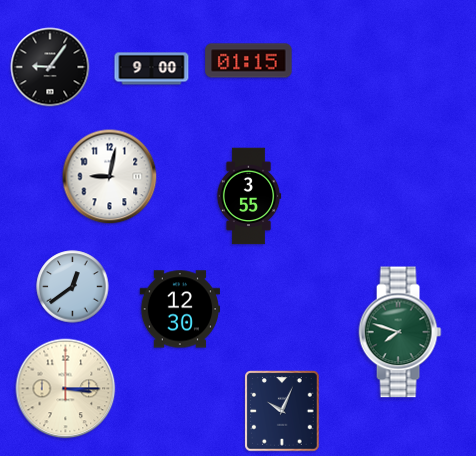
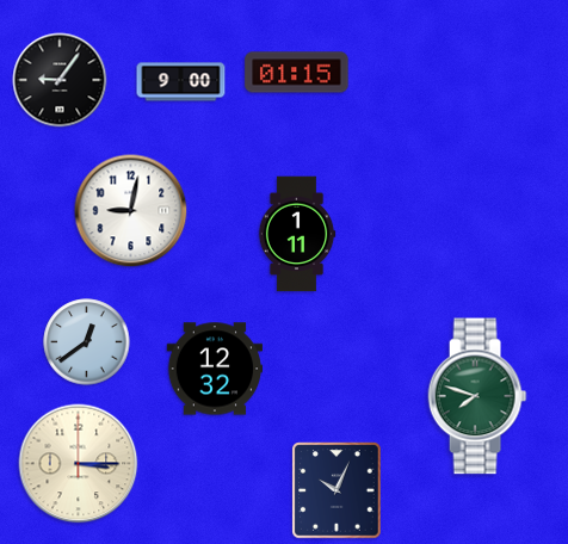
clock at (249, 196): 3:55 -> 1:11
clock at (179, 309): 12:30 -> 12:32
